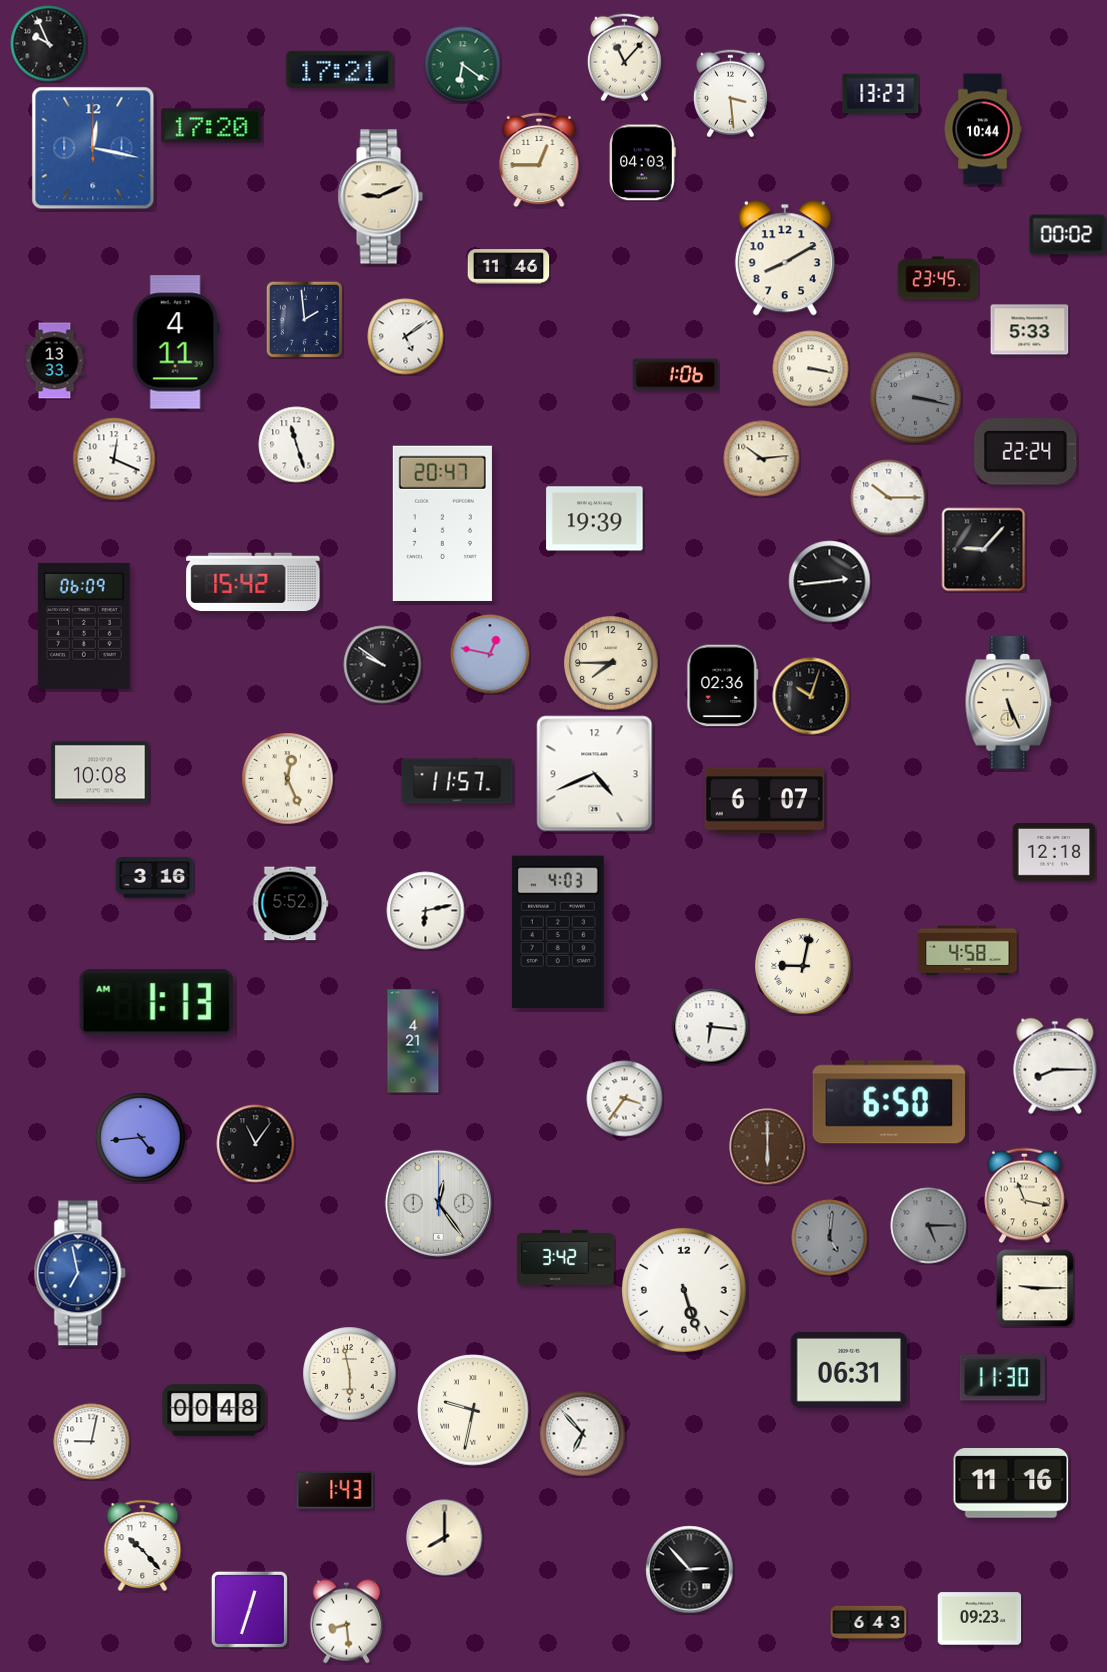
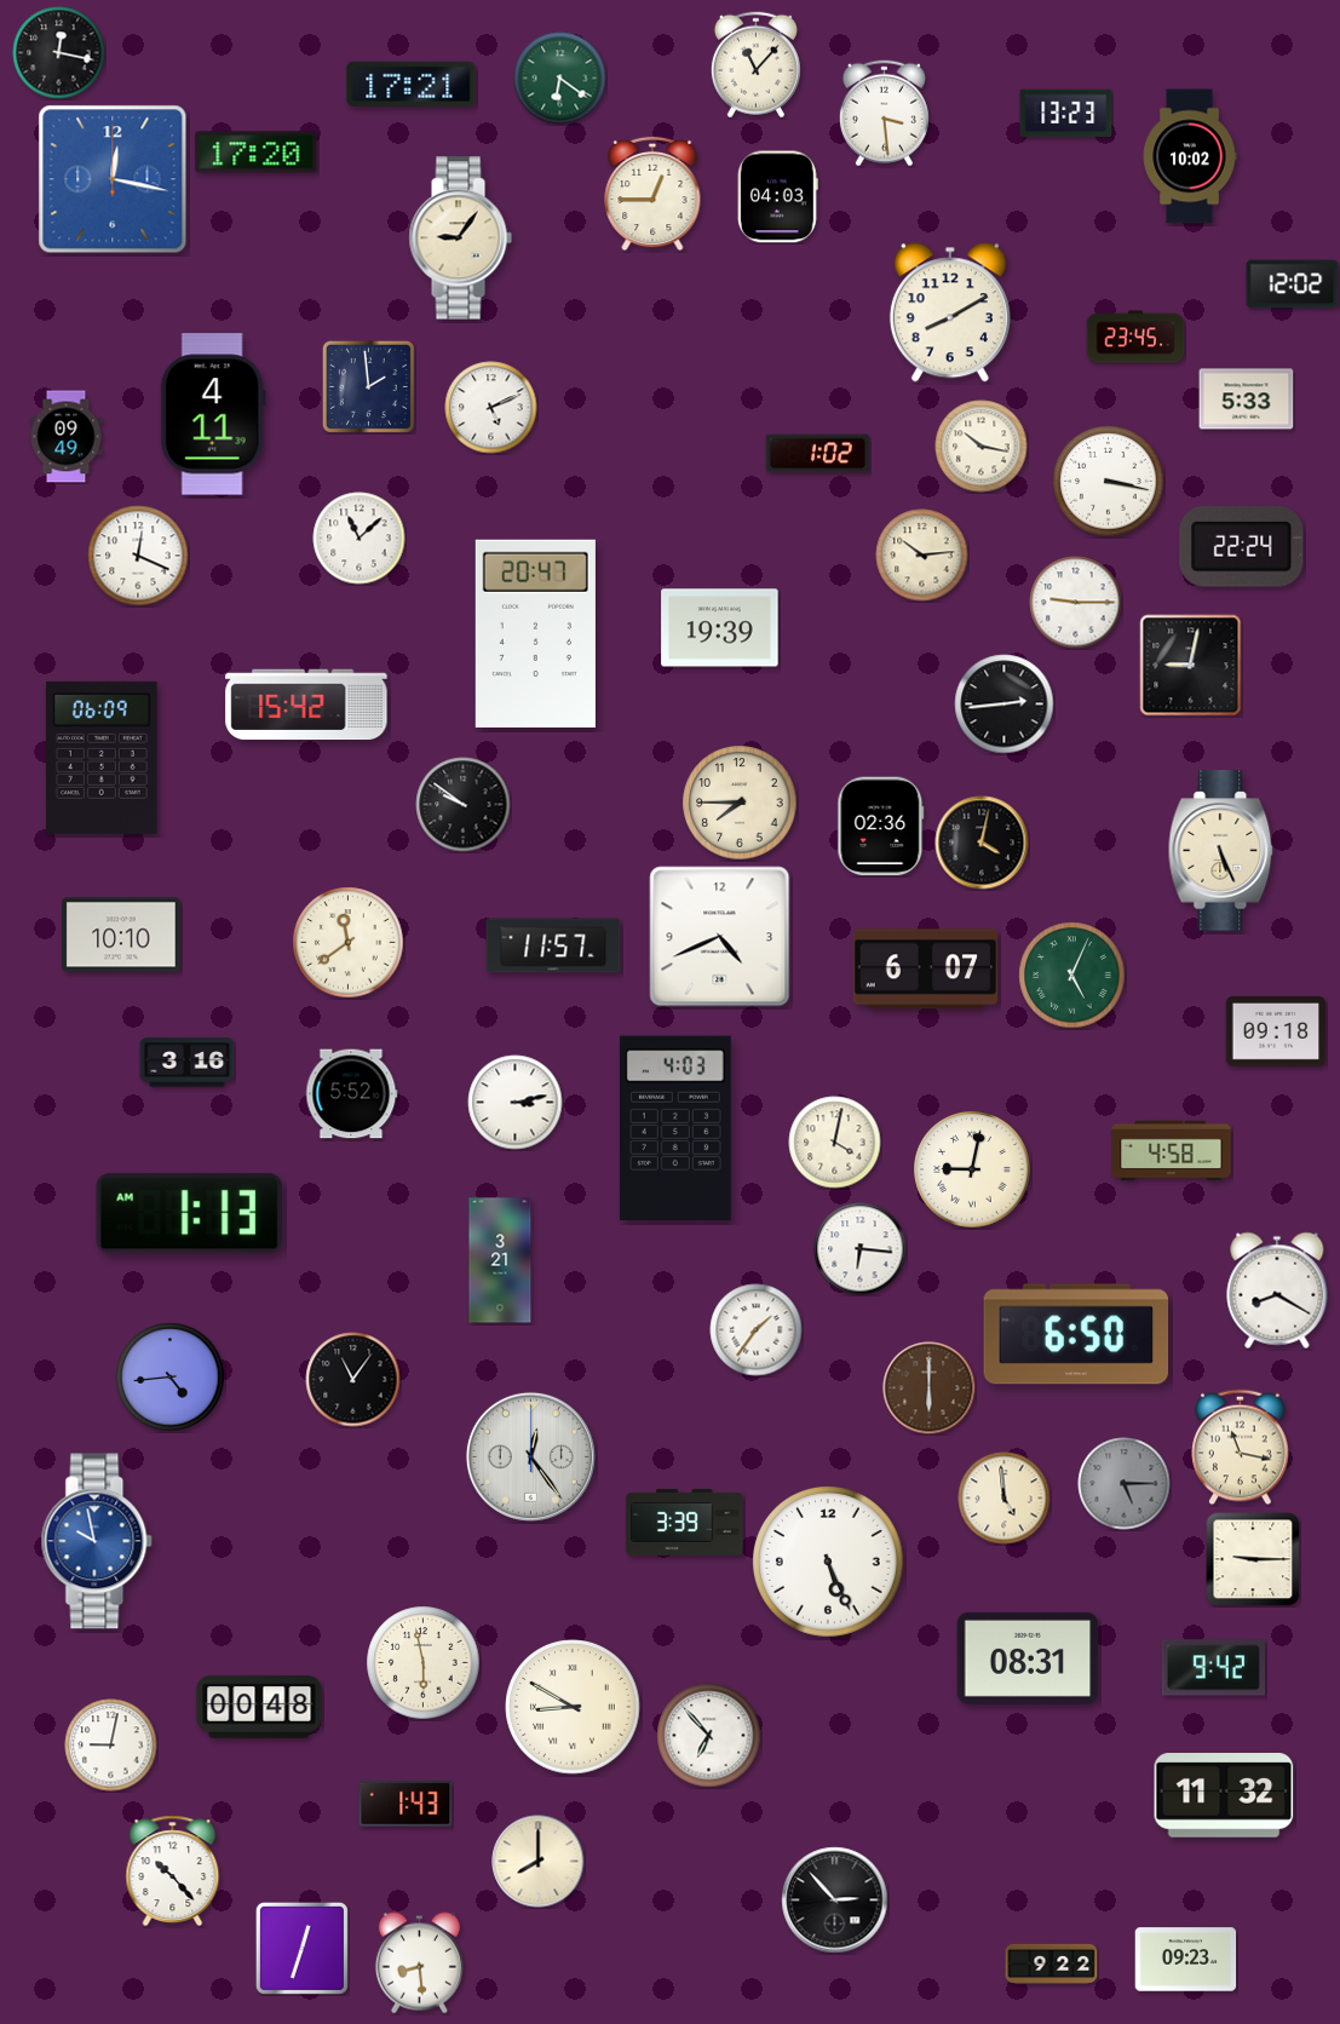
clock at (49, 44): 9:56 -> 12:17
clock at (624, 58) position: (624, 58) -> (755, 65)
clock at (983, 129): 10:44 -> 10:02
clock at (380, 197): 9:11 -> 9:06
clock at (1068, 235): 00:02 -> 12:02
clock at (509, 267): 11:46 -> none
clock at (406, 337): 5:09 -> 5:11
clock at (55, 361): 13:33 -> 09:49
clock at (811, 369): 3:17 -> 10:17
clock at (675, 375): 1:06 -> 1:02
clock at (916, 398) dial: grey -> white
clock at (297, 445): 11:27 -> 11:08
clock at (889, 498): 10:15 -> 9:15
clock at (984, 550): 9:07 -> 9:02
clock at (490, 654): 12:47 -> none
clock at (723, 686) position: (723, 686) -> (881, 827)
clock at (811, 696): 10:03 -> 4:02
clock at (100, 772): 10:08 -> 10:10
clock at (288, 779): 12:26 -> 11:39
clock at (1072, 976): none -> 5:04
clock at (1054, 853): 12:18 -> 09:18
clock at (426, 911): 6:13 -> 3:13
clock at (835, 1143): none -> 4:02
clock at (711, 1027) position: (711, 1027) -> (861, 1249)
clock at (413, 1041): 4:21 -> 3:21
clock at (1055, 1066): 8:15 -> 8:20
clock at (625, 1099): 3:36 -> 1:36
clock at (256, 1144) position: (256, 1144) -> (353, 1380)
clock at (830, 1238): 5:01 -> 4:59
clock at (830, 1238) dial: grey -> cream
clock at (566, 1257): 3:42 -> 3:39
clock at (80, 1273): 6:58 -> 9:58
clock at (685, 1291): 5:27 -> 5:26
clock at (849, 1370): 06:31 -> 08:31
clock at (1002, 1378): 11:30 -> 9:42
clock at (473, 1410): 9:32 -> 8:50
clock at (583, 1434) position: (583, 1434) -> (709, 1736)
clock at (1011, 1483): 11:16 -> 11:32
clock at (869, 1622): 6:43 -> 9:22
